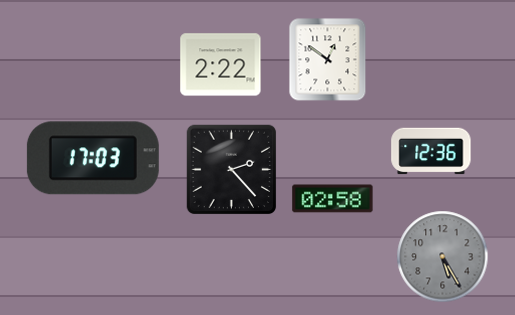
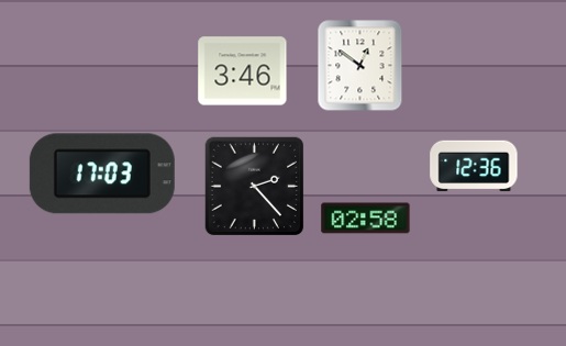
clock at (221, 65): 2:22 -> 3:46
clock at (443, 257): 5:25 -> none
